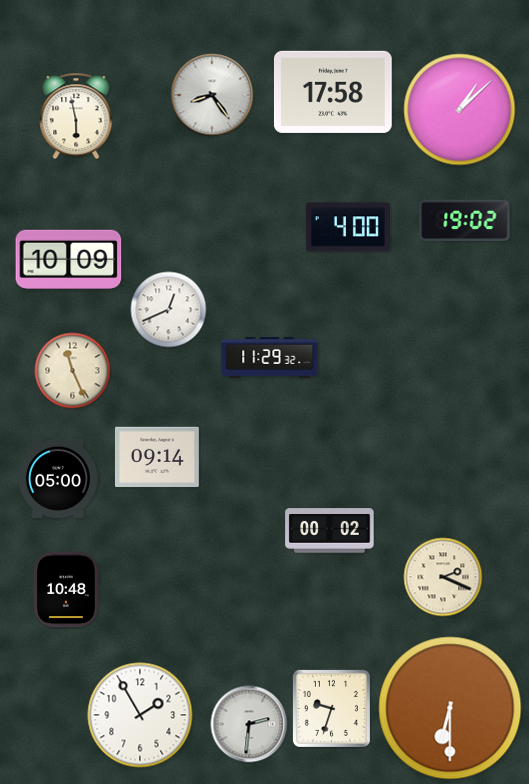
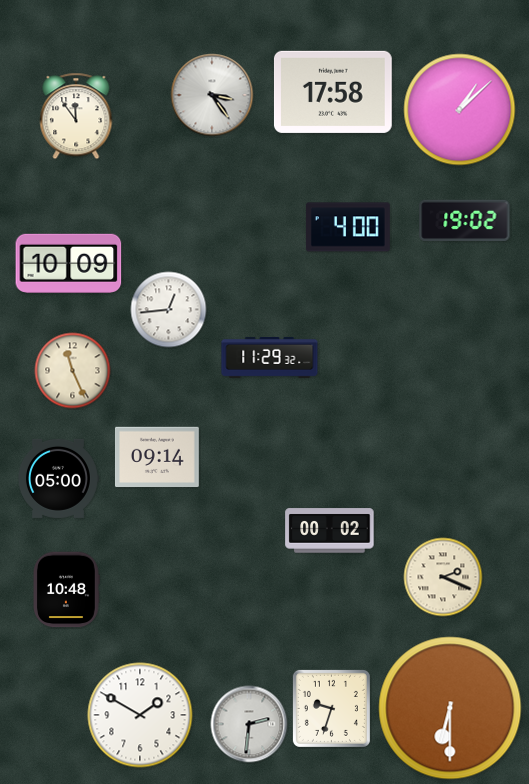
clock at (212, 95): 8:24 -> 3:24
clock at (76, 116): 5:58 -> 11:54
clock at (69, 259) position: (69, 259) -> (69, 263)
clock at (169, 310): 12:41 -> 12:44
clock at (140, 715): 1:55 -> 1:50
